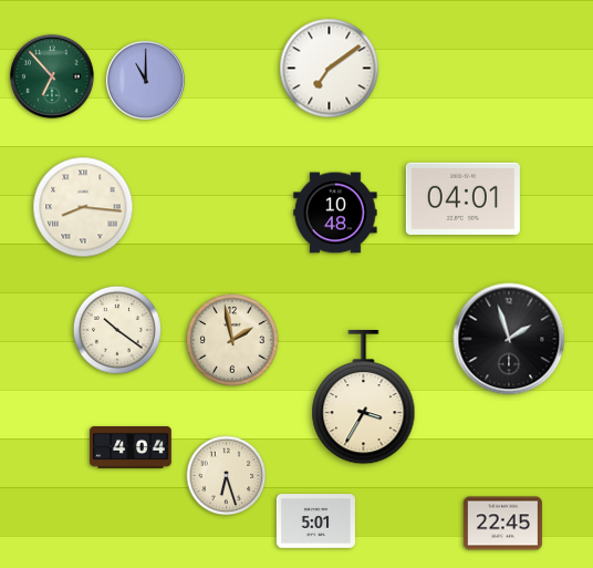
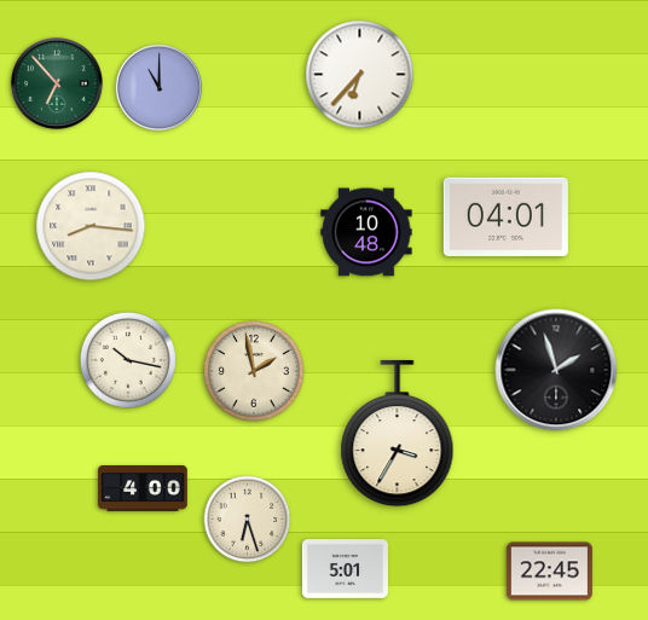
clock at (330, 69): 7:09 -> 6:37
clock at (117, 330): 10:21 -> 10:17
clock at (131, 448): 4:04 -> 4:00
